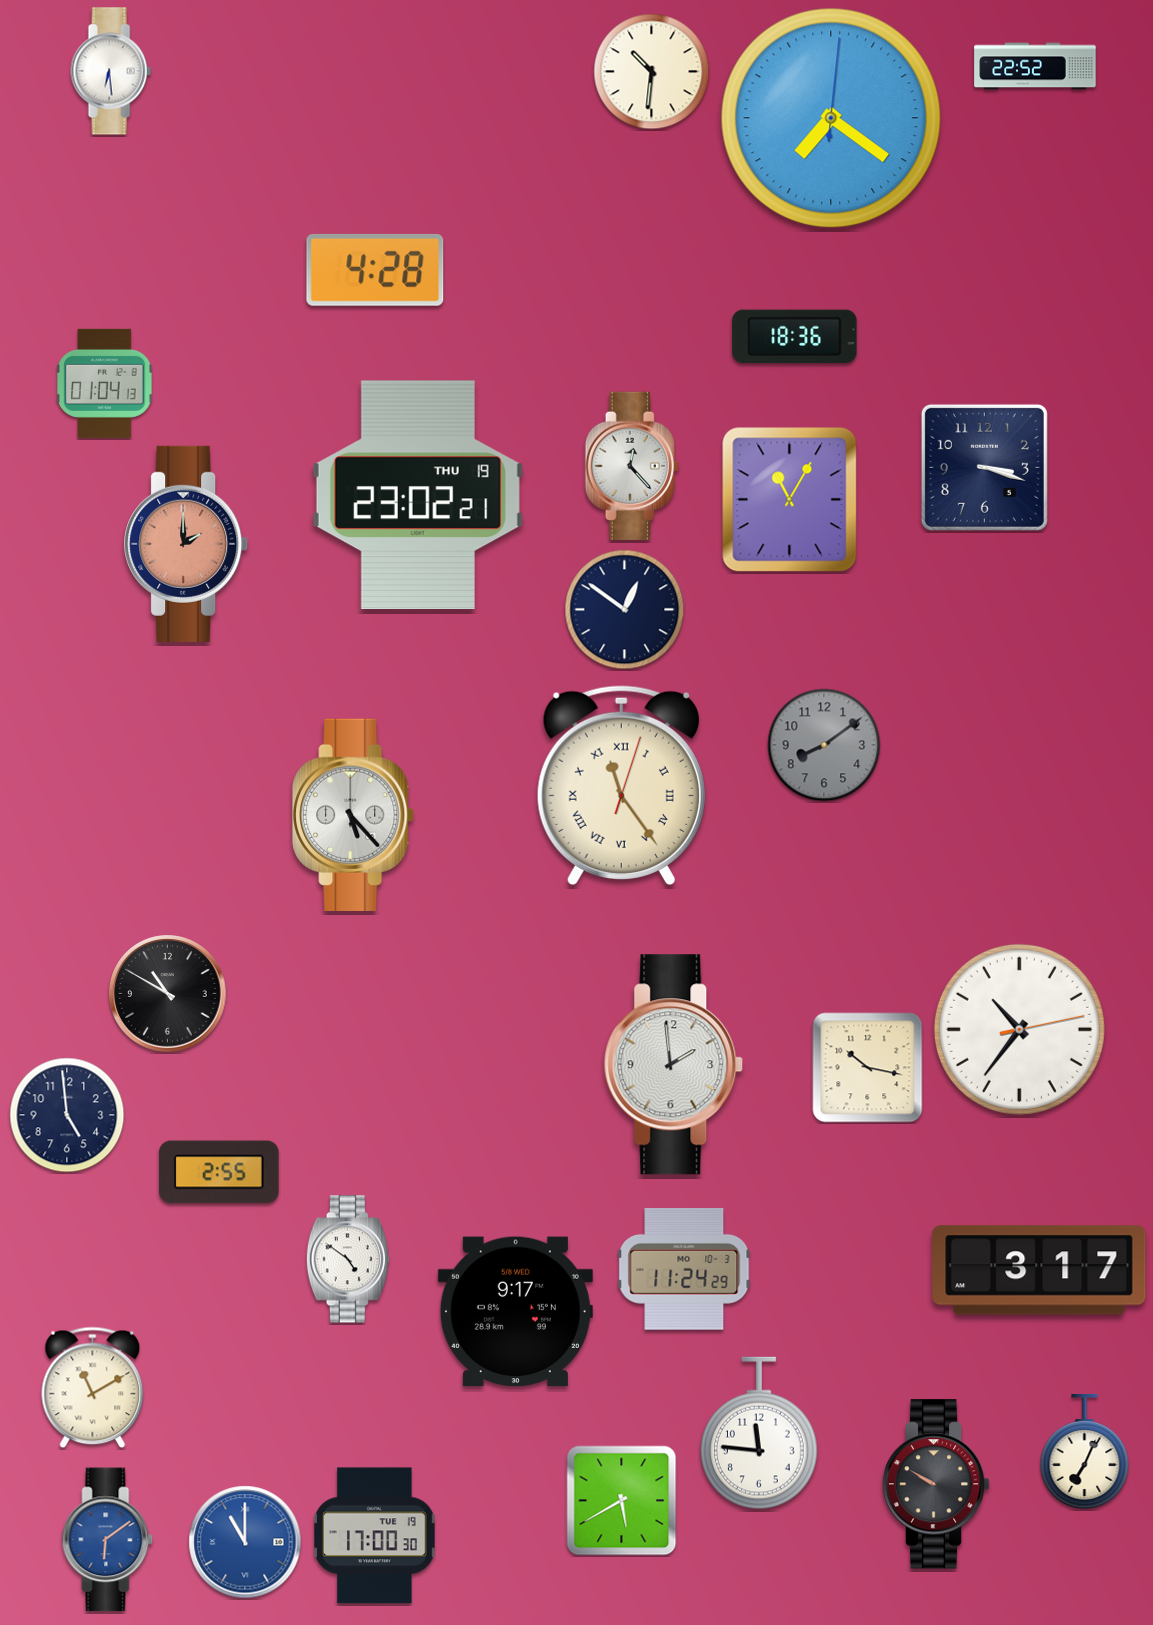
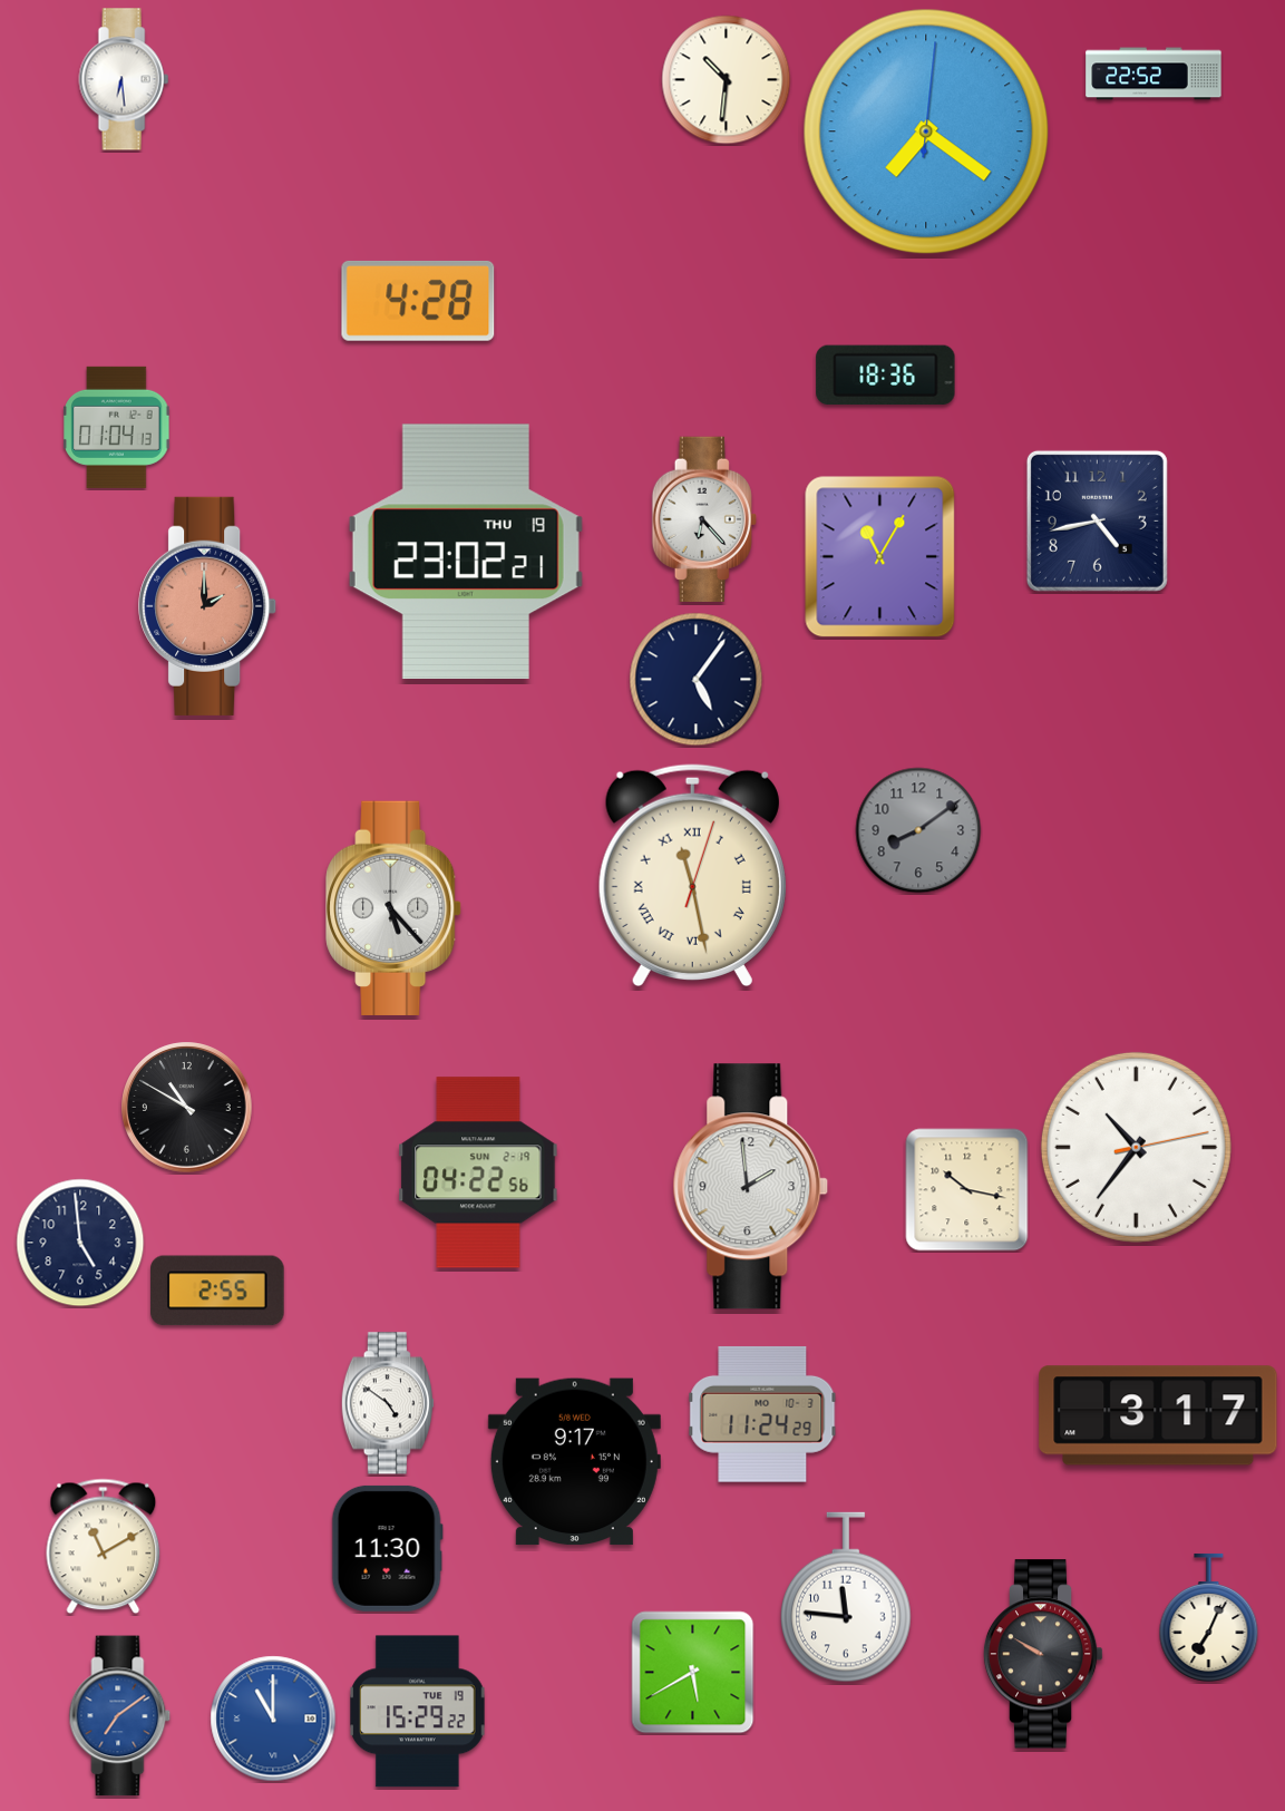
clock at (632, 465): 12:23 -> 6:23
clock at (984, 467): 3:18 -> 4:43
clock at (625, 610): 12:51 -> 5:06
clock at (621, 785): 11:24 -> 11:28
clock at (478, 1172): none -> 04:22
clock at (67, 1115) position: (67, 1115) -> (80, 1243)
clock at (219, 1172) position: (219, 1172) -> (217, 1291)
clock at (387, 1548): none -> 11:30
clock at (375, 1536): 17:00 -> 15:29
clock at (108, 1540): 6:09 -> 7:09
